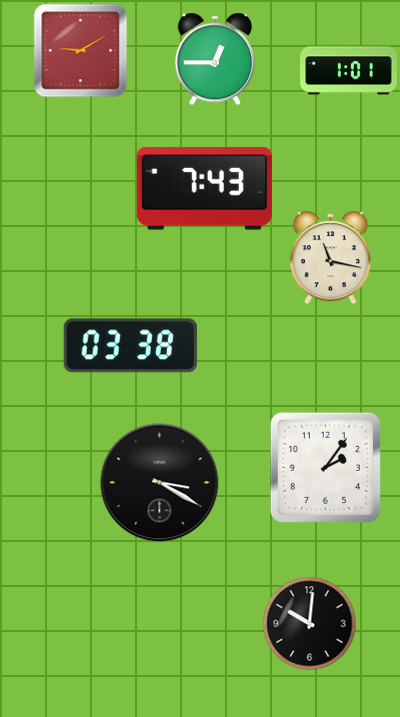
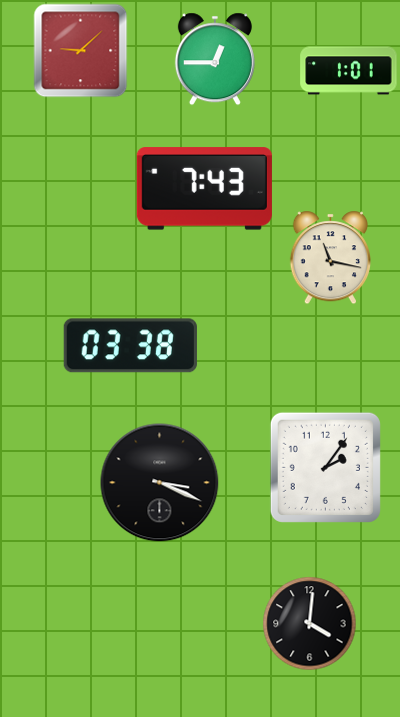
clock at (80, 50): 9:10 -> 9:08
clock at (160, 483): 3:20 -> 3:19
clock at (309, 623): 10:01 -> 4:01
